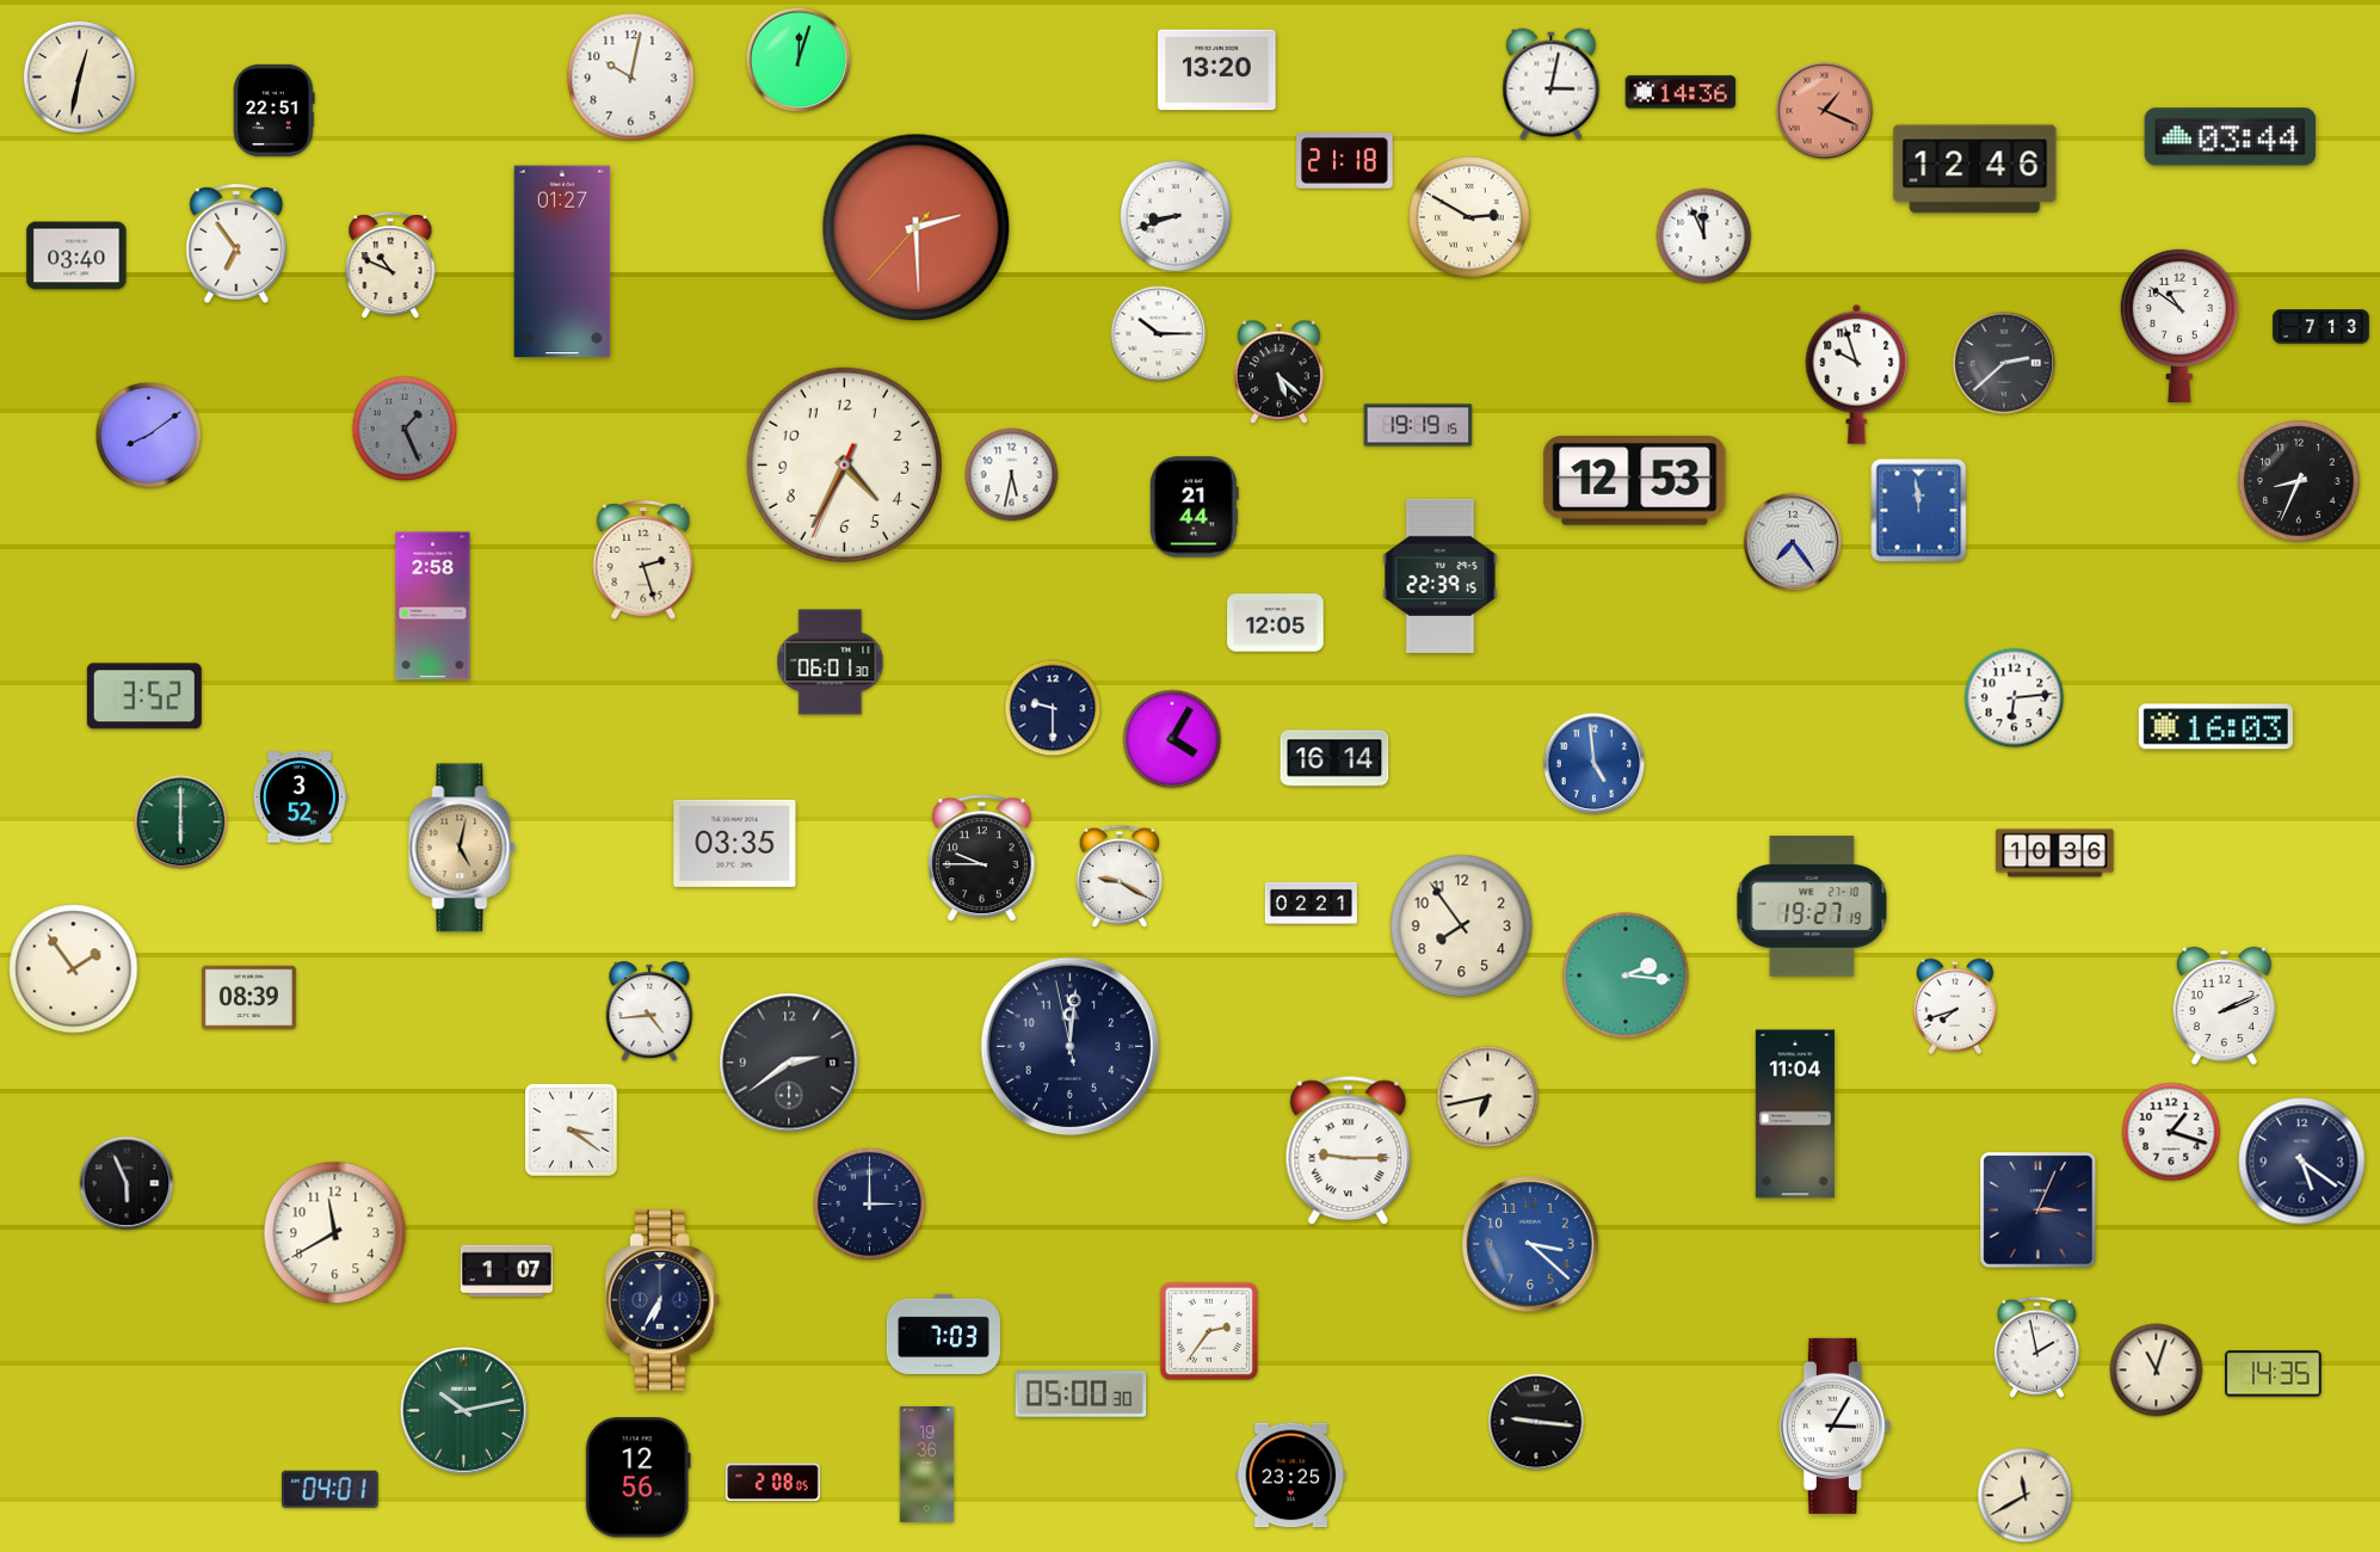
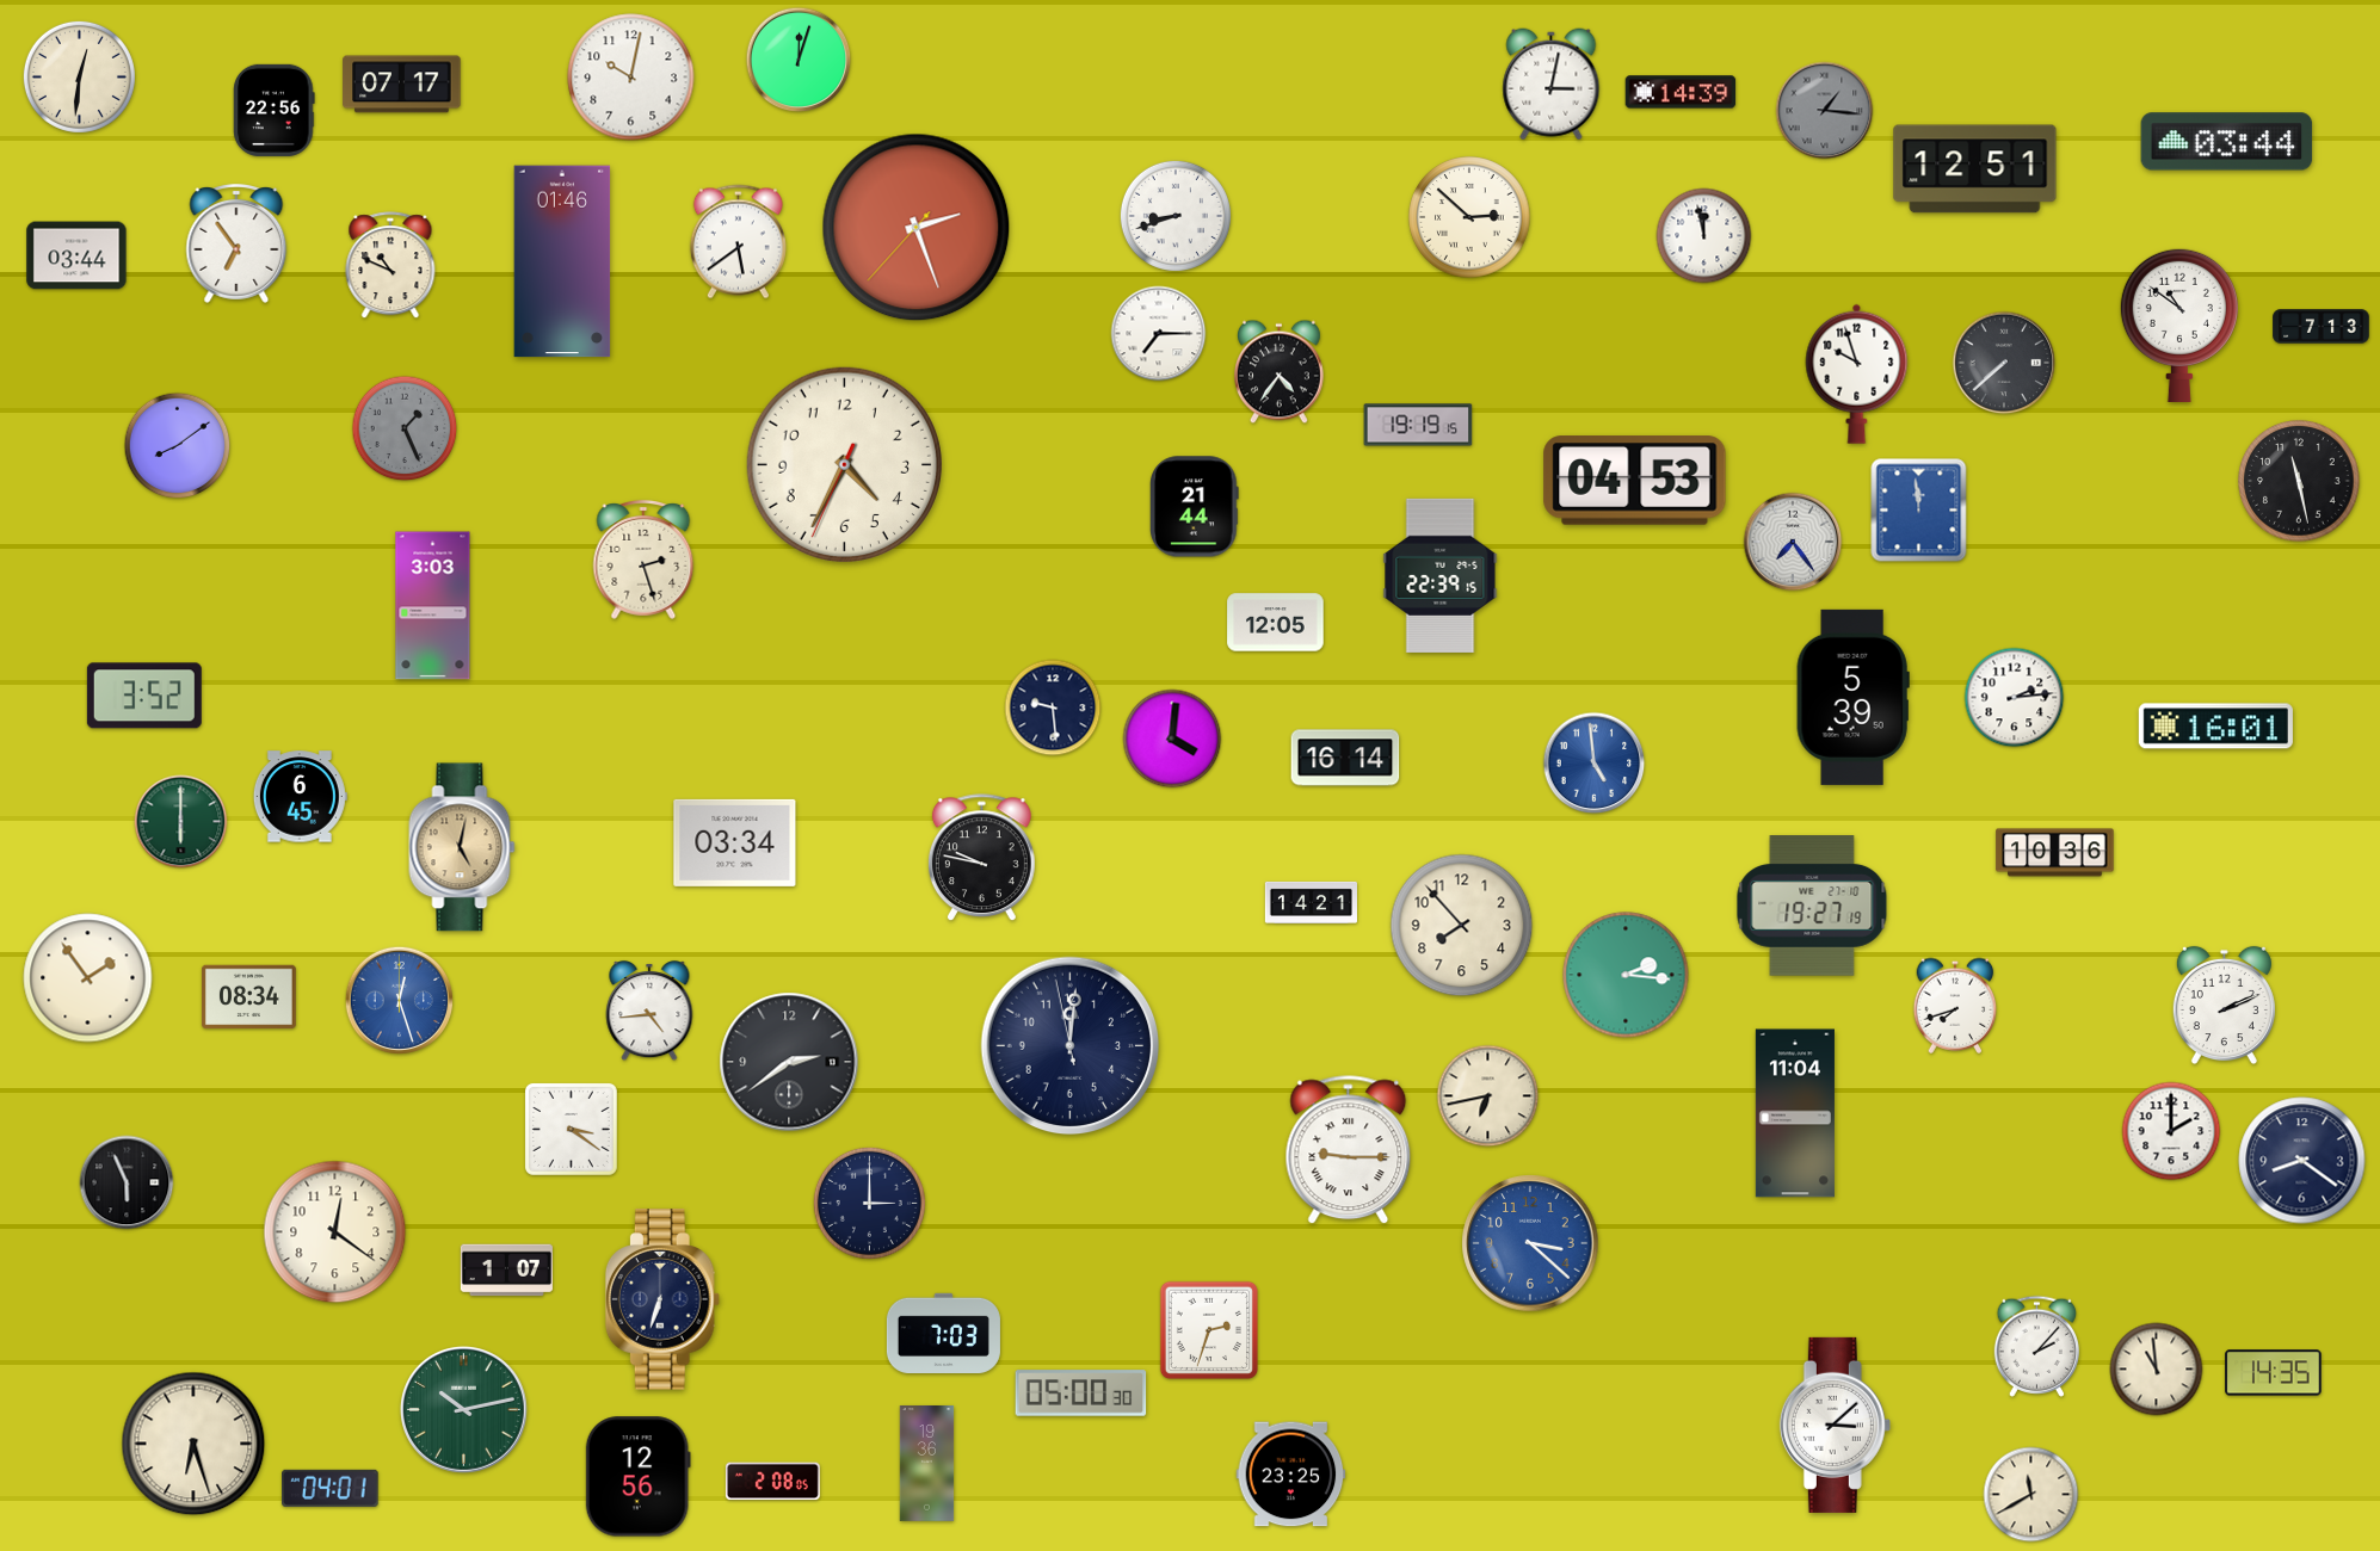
clock at (1217, 70): 13:20 -> none
clock at (79, 76): 12:32 -> 12:31
clock at (402, 85): none -> 07:17
clock at (1681, 92): 14:36 -> 14:39
clock at (275, 110): 22:51 -> 22:56
clock at (1825, 111): 1:19 -> 1:16
clock at (1825, 111) dial: salmon -> grey
clock at (2231, 137) position: (2231, 137) -> (2227, 142)
clock at (1345, 161): 21:18 -> none
clock at (1975, 170): 12:46 -> 12:51
clock at (1469, 217): 2:50 -> 2:52
clock at (917, 228): 2:29 -> 2:26
clock at (1704, 236): 11:56 -> 11:58
clock at (738, 242): none -> 5:39
clock at (76, 255): 03:40 -> 03:44
clock at (562, 261): 01:27 -> 01:46
clock at (1159, 334): 10:15 -> 7:15
clock at (2004, 363): 2:38 -> 7:38
clock at (1280, 372): 5:22 -> 4:36
clock at (149, 436) position: (149, 436) -> (178, 446)
clock at (1012, 475): 5:32 -> none
clock at (1635, 481): 12:53 -> 04:53
clock at (2299, 481): 8:34 -> 11:28
clock at (433, 606): 2:58 -> 3:03
clock at (831, 663): 06:01 -> none
clock at (1852, 697): none -> 5:39
clock at (2015, 698): 6:14 -> 2:14
clock at (1053, 708): 9:30 -> 9:29
clock at (2215, 727): 16:03 -> 16:01
clock at (1172, 739): 4:05 -> 4:01
clock at (1334, 758) position: (1334, 758) -> (1345, 758)
clock at (300, 797): 3:52 -> 6:45
clock at (735, 843): 03:35 -> 03:34
clock at (981, 858): 9:45 -> 9:47
clock at (1120, 876): 9:20 -> none
clock at (1311, 903): 02:21 -> 14:21
clock at (1462, 926): 7:54 -> 7:53
clock at (74, 969) position: (74, 969) -> (88, 978)
clock at (248, 998): 08:39 -> 08:34
clock at (400, 1001): none -> 12:27
clock at (2171, 1132): 1:18 -> 2:00
clock at (2302, 1162): 5:21 -> 8:21
clock at (2039, 1211): 3:04 -> none
clock at (335, 1233): 11:40 -> 12:21
clock at (662, 1300): 6:35 -> 6:33
clock at (1209, 1331): 2:36 -> 2:33
clock at (2036, 1347): 1:58 -> 2:07
clock at (2157, 1371): 11:03 -> 10:59
clock at (1536, 1422): 9:16 -> none
clock at (1835, 1425): 3:05 -> 3:08
clock at (193, 1444): none -> 6:27
clock at (2026, 1496) position: (2026, 1496) -> (2031, 1495)
